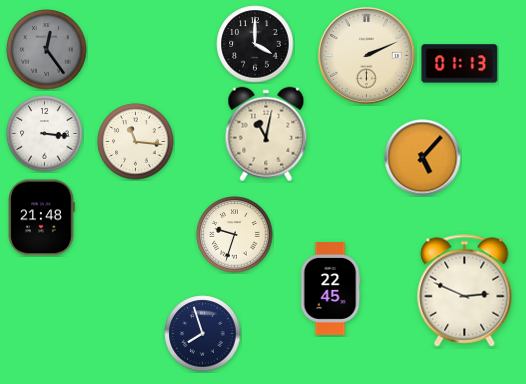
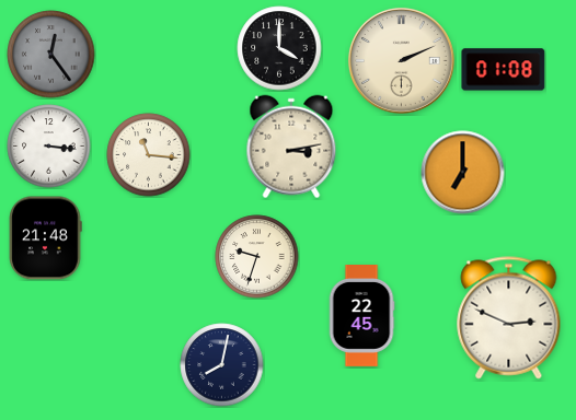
clock at (460, 64): 01:13 -> 01:08
clock at (266, 134): 11:02 -> 3:13
clock at (423, 158): 5:07 -> 7:00
clock at (203, 334): 7:57 -> 8:02
